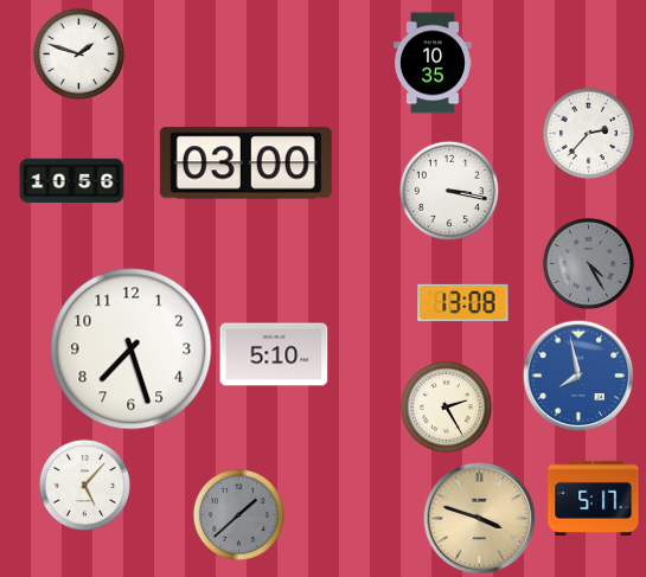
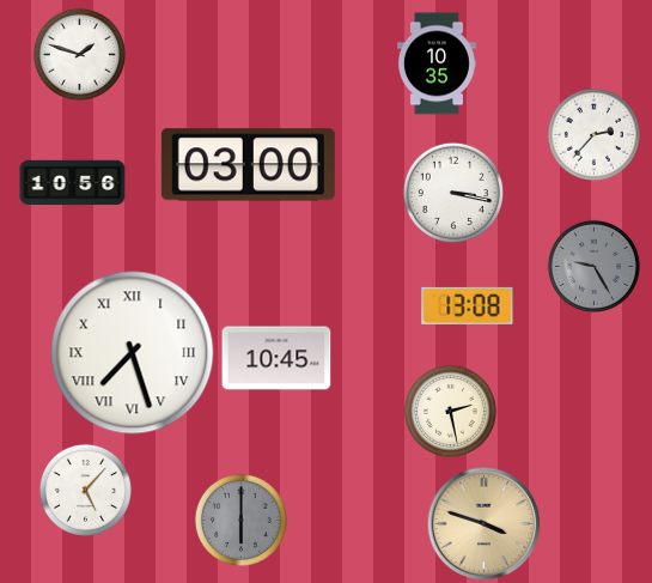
clock at (588, 263): 4:25 -> 9:25
clock at (132, 350) numerals: Arabic -> Roman
clock at (274, 354): 5:10 -> 10:45
clock at (578, 376): 7:58 -> none
clock at (446, 406): 2:25 -> 2:28
clock at (594, 498): 5:17 -> none
clock at (238, 514): 1:38 -> 6:00
